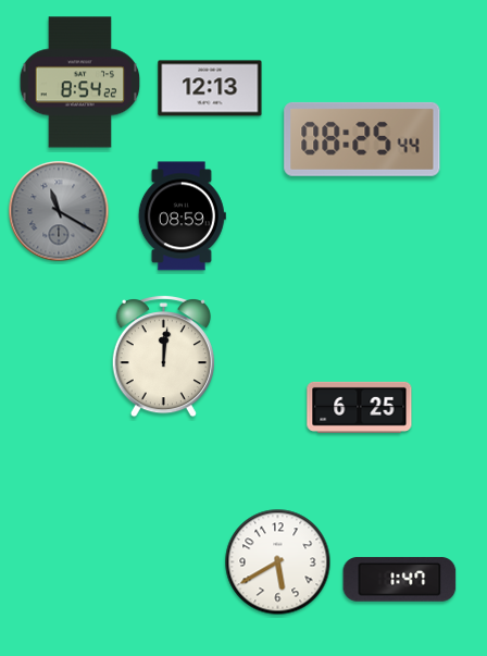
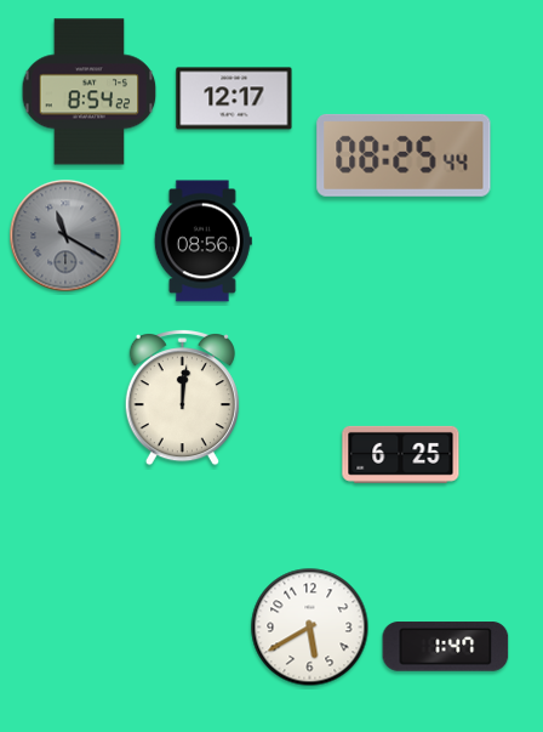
clock at (210, 88): 12:13 -> 12:17
clock at (182, 216): 08:59 -> 08:56
